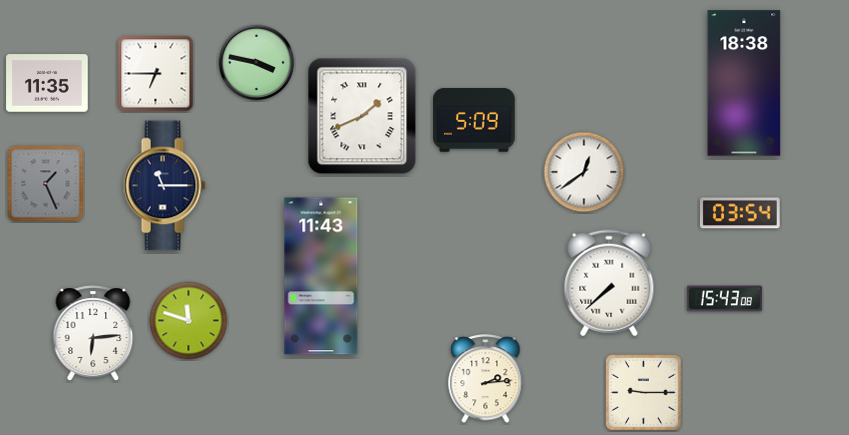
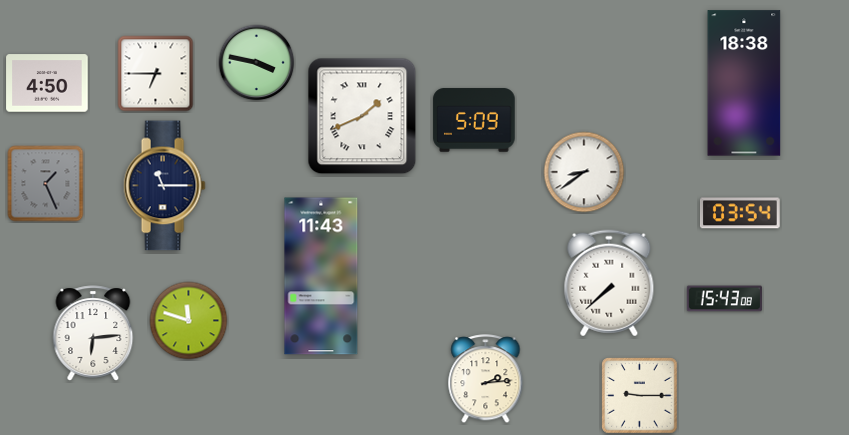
clock at (47, 83): 11:35 -> 4:50
clock at (584, 172): 12:39 -> 8:39
clock at (644, 393) position: (644, 393) -> (640, 396)
